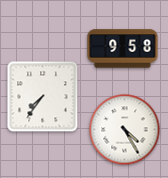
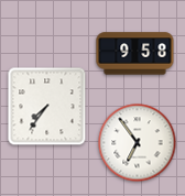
clock at (125, 130): 4:25 -> 6:54
